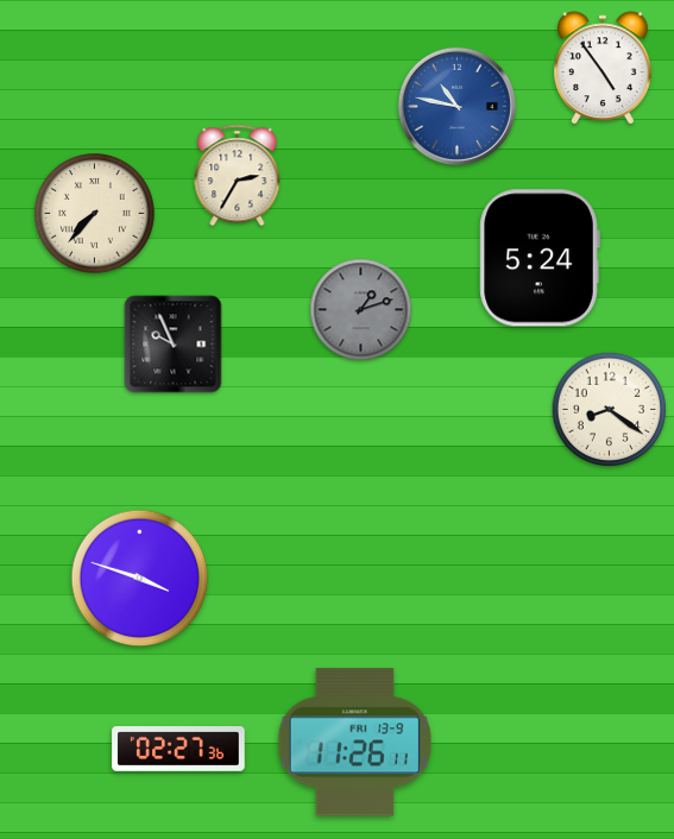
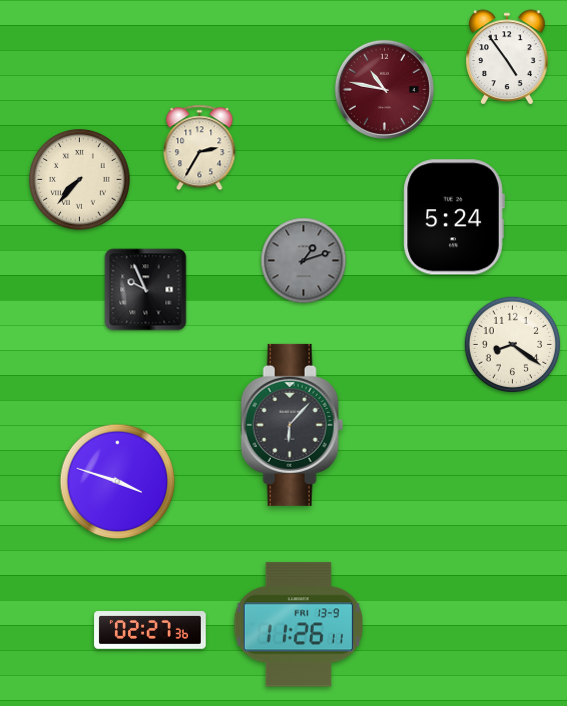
clock at (456, 106) dial: blue -> burgundy
clock at (292, 425): none -> 6:07
clock at (140, 579) position: (140, 579) -> (118, 482)
